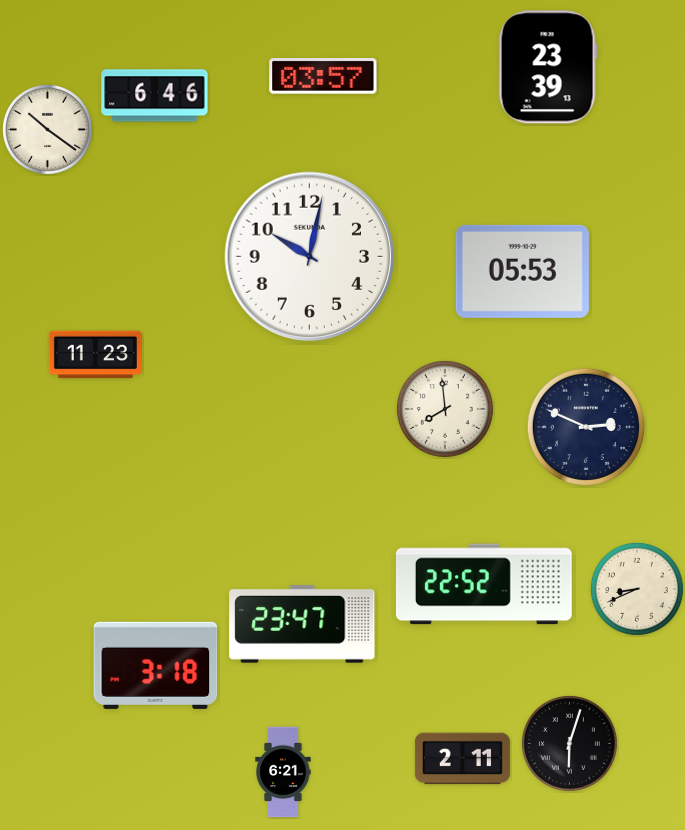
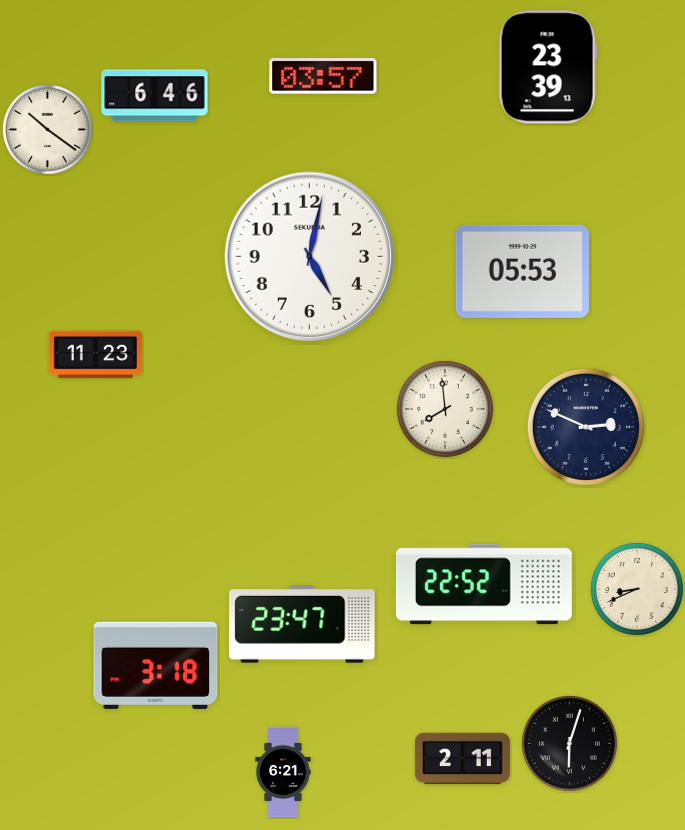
clock at (310, 257): 10:02 -> 5:02
